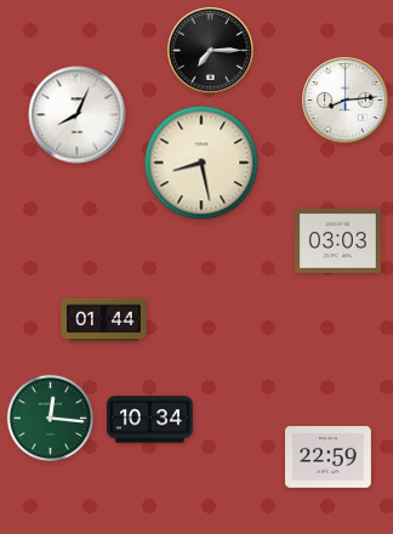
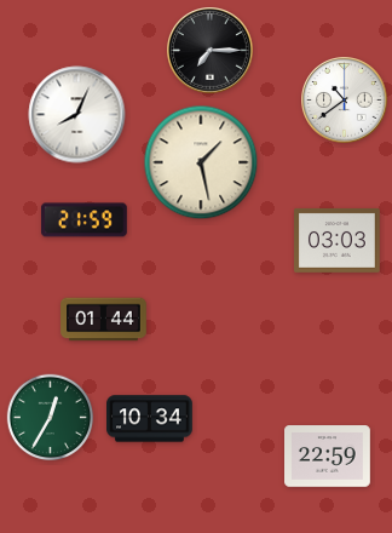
clock at (346, 101): 8:14 -> 10:39
clock at (201, 163): 8:28 -> 1:28
clock at (85, 220): none -> 21:59
clock at (51, 419): 12:16 -> 12:35
